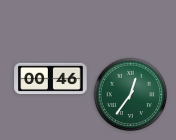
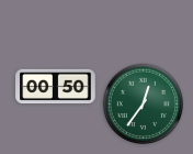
clock at (51, 79): 00:46 -> 00:50
